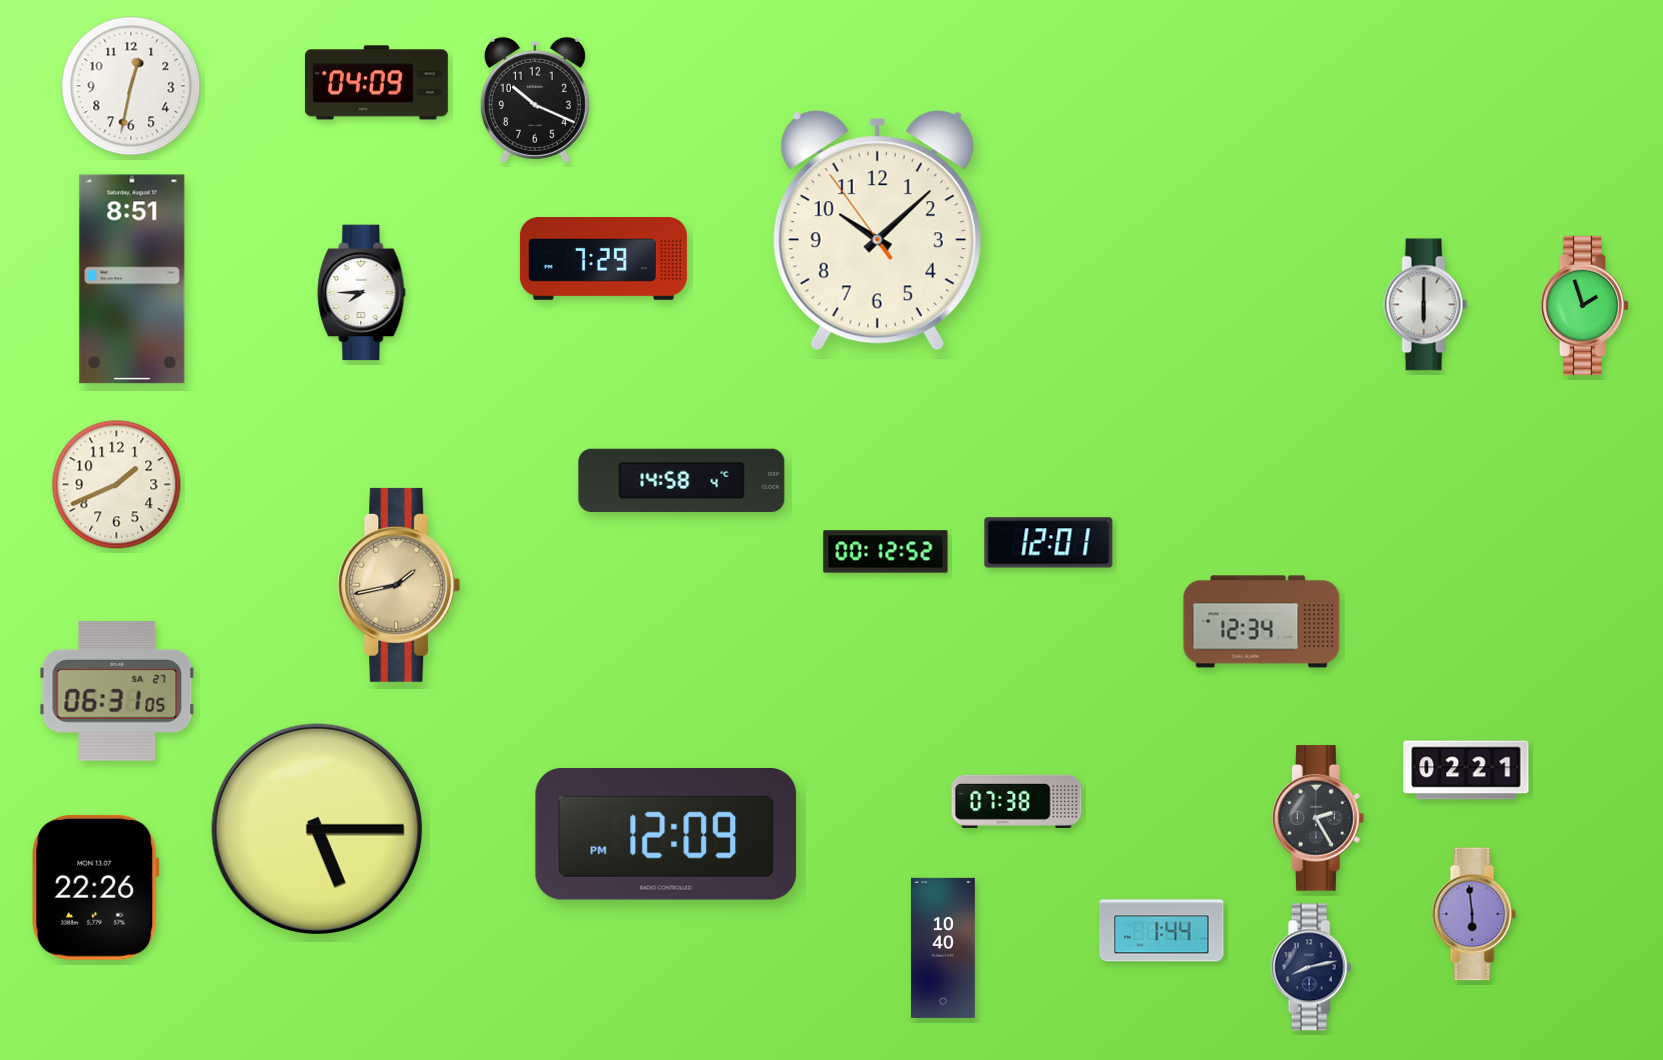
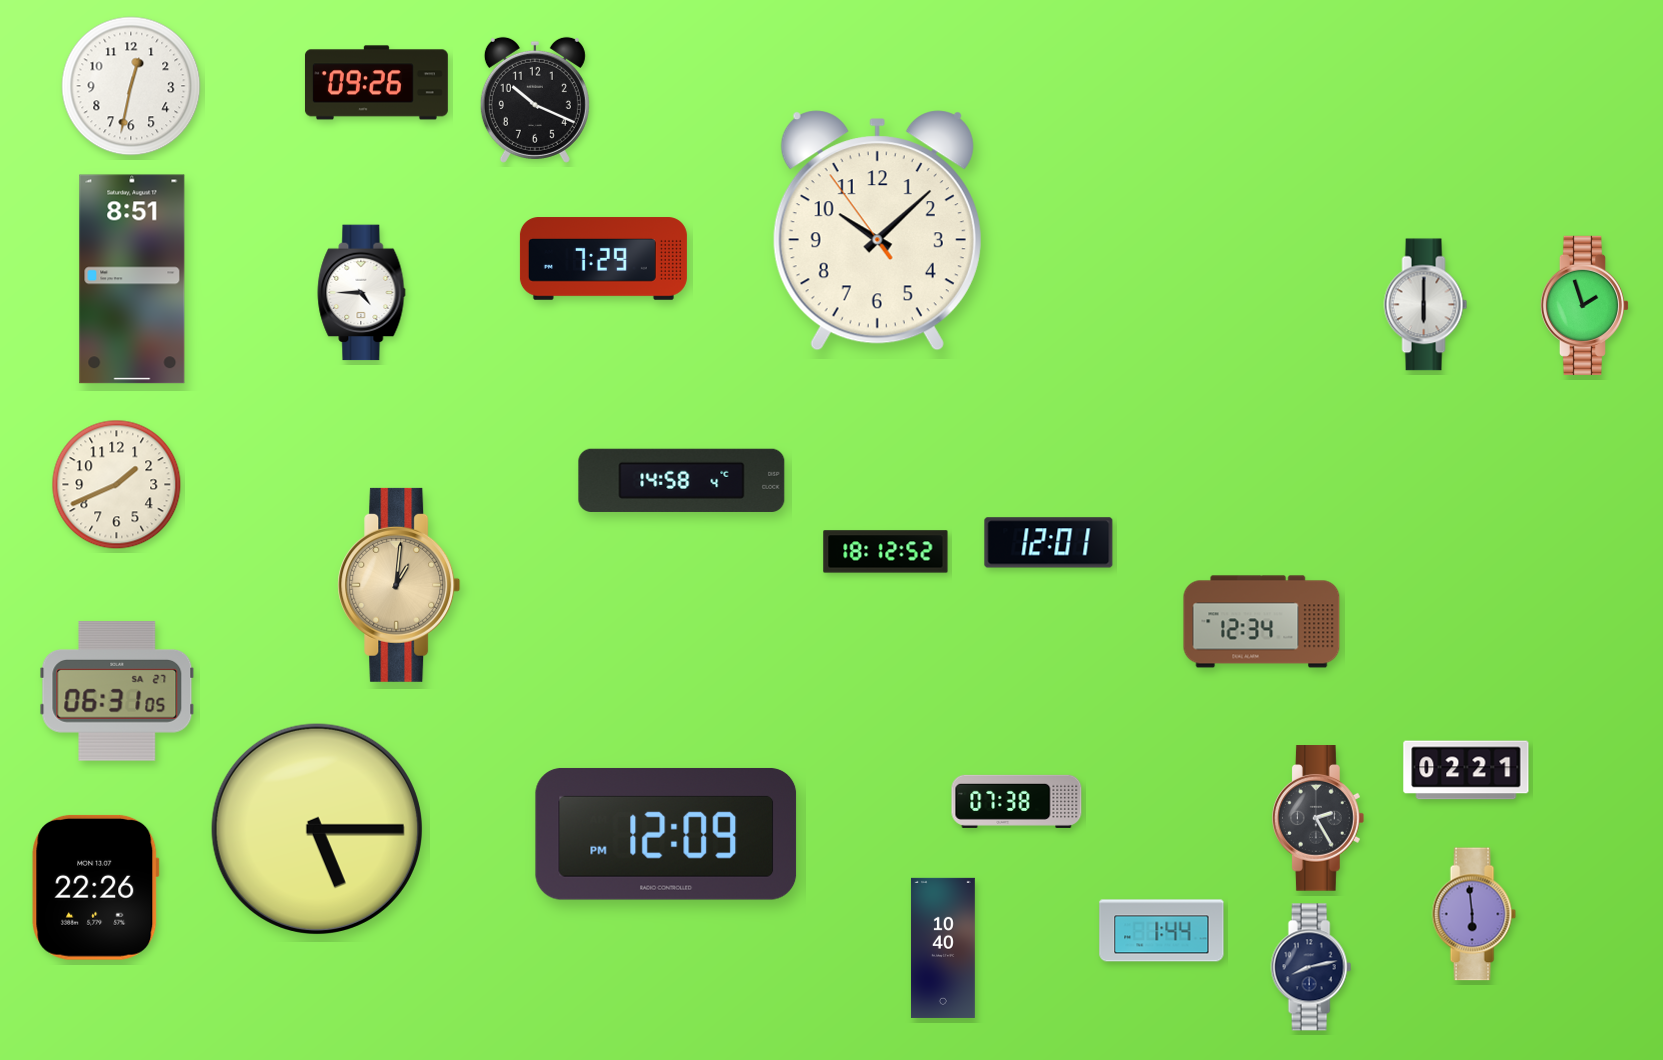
clock at (376, 83): 04:09 -> 09:26
clock at (362, 293): 7:45 -> 4:45
clock at (886, 552): 00:12 -> 18:12
clock at (399, 585): 1:43 -> 1:01
